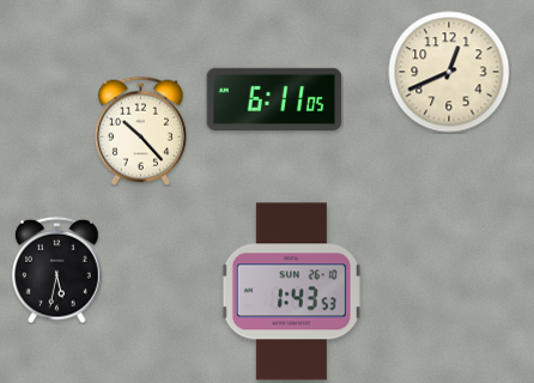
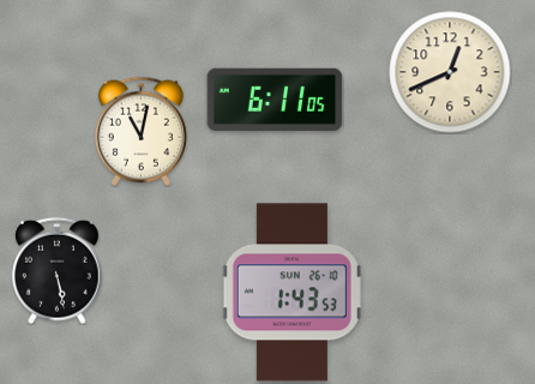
clock at (140, 130): 10:23 -> 11:02
clock at (57, 269): 5:32 -> 5:28
